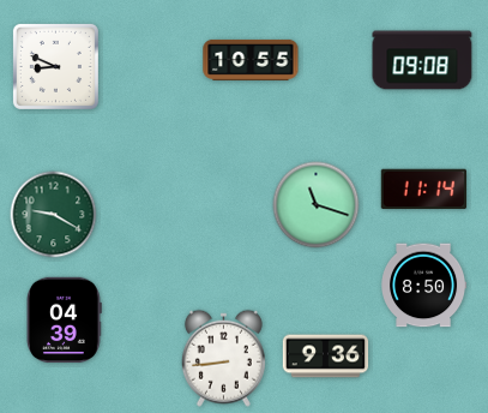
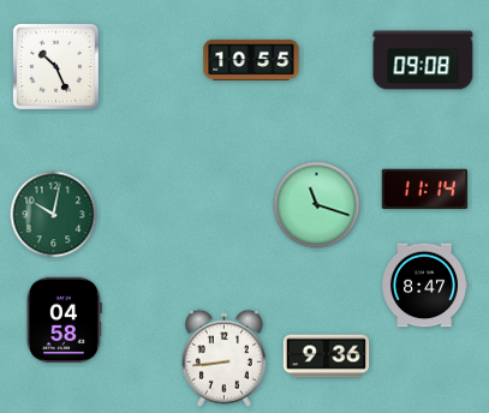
clock at (55, 66): 8:49 -> 10:26
clock at (54, 215): 9:20 -> 10:02
clock at (424, 286): 8:50 -> 8:47
clock at (65, 321): 04:39 -> 04:58
